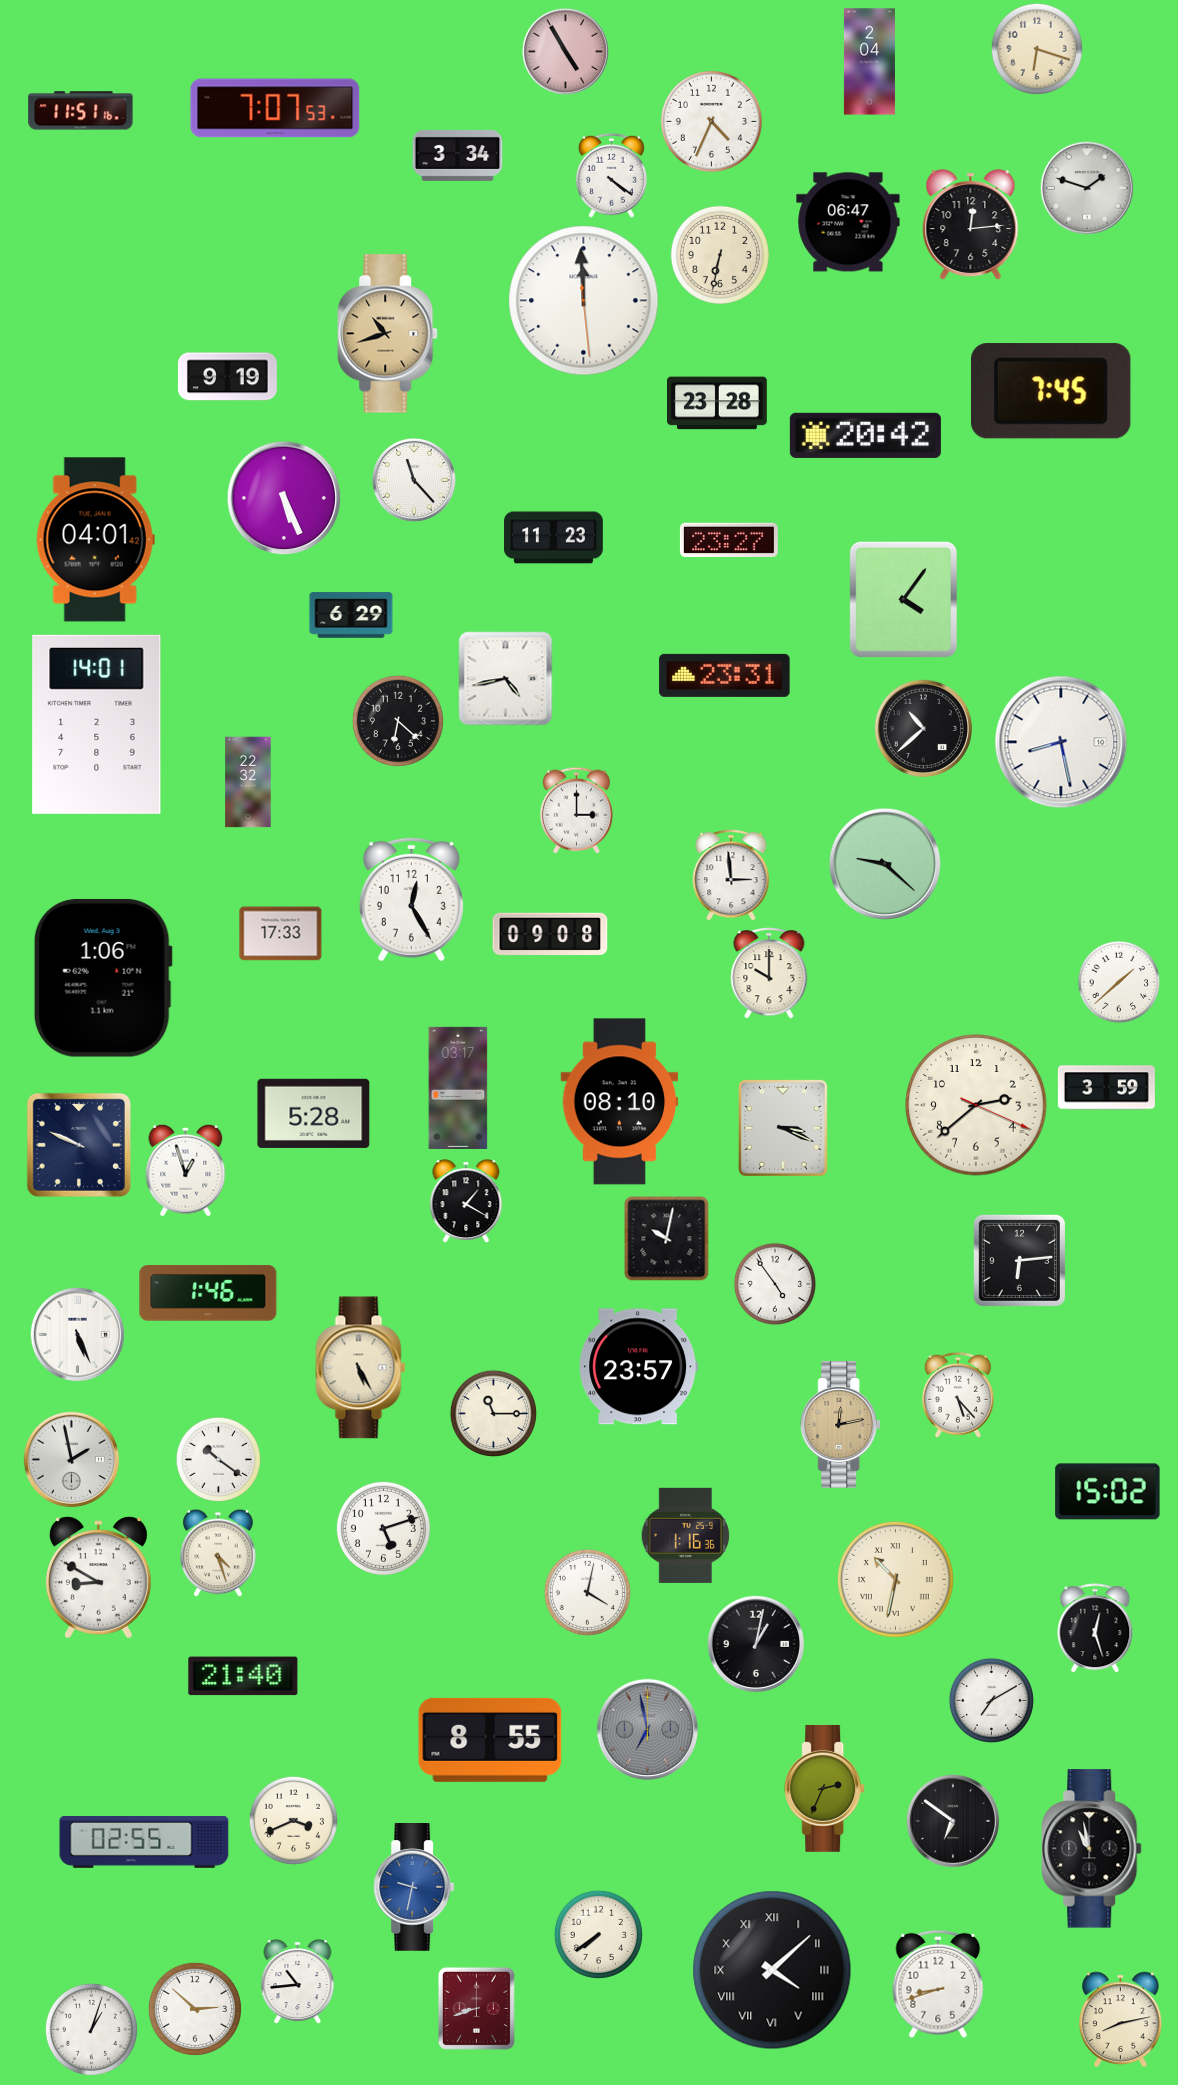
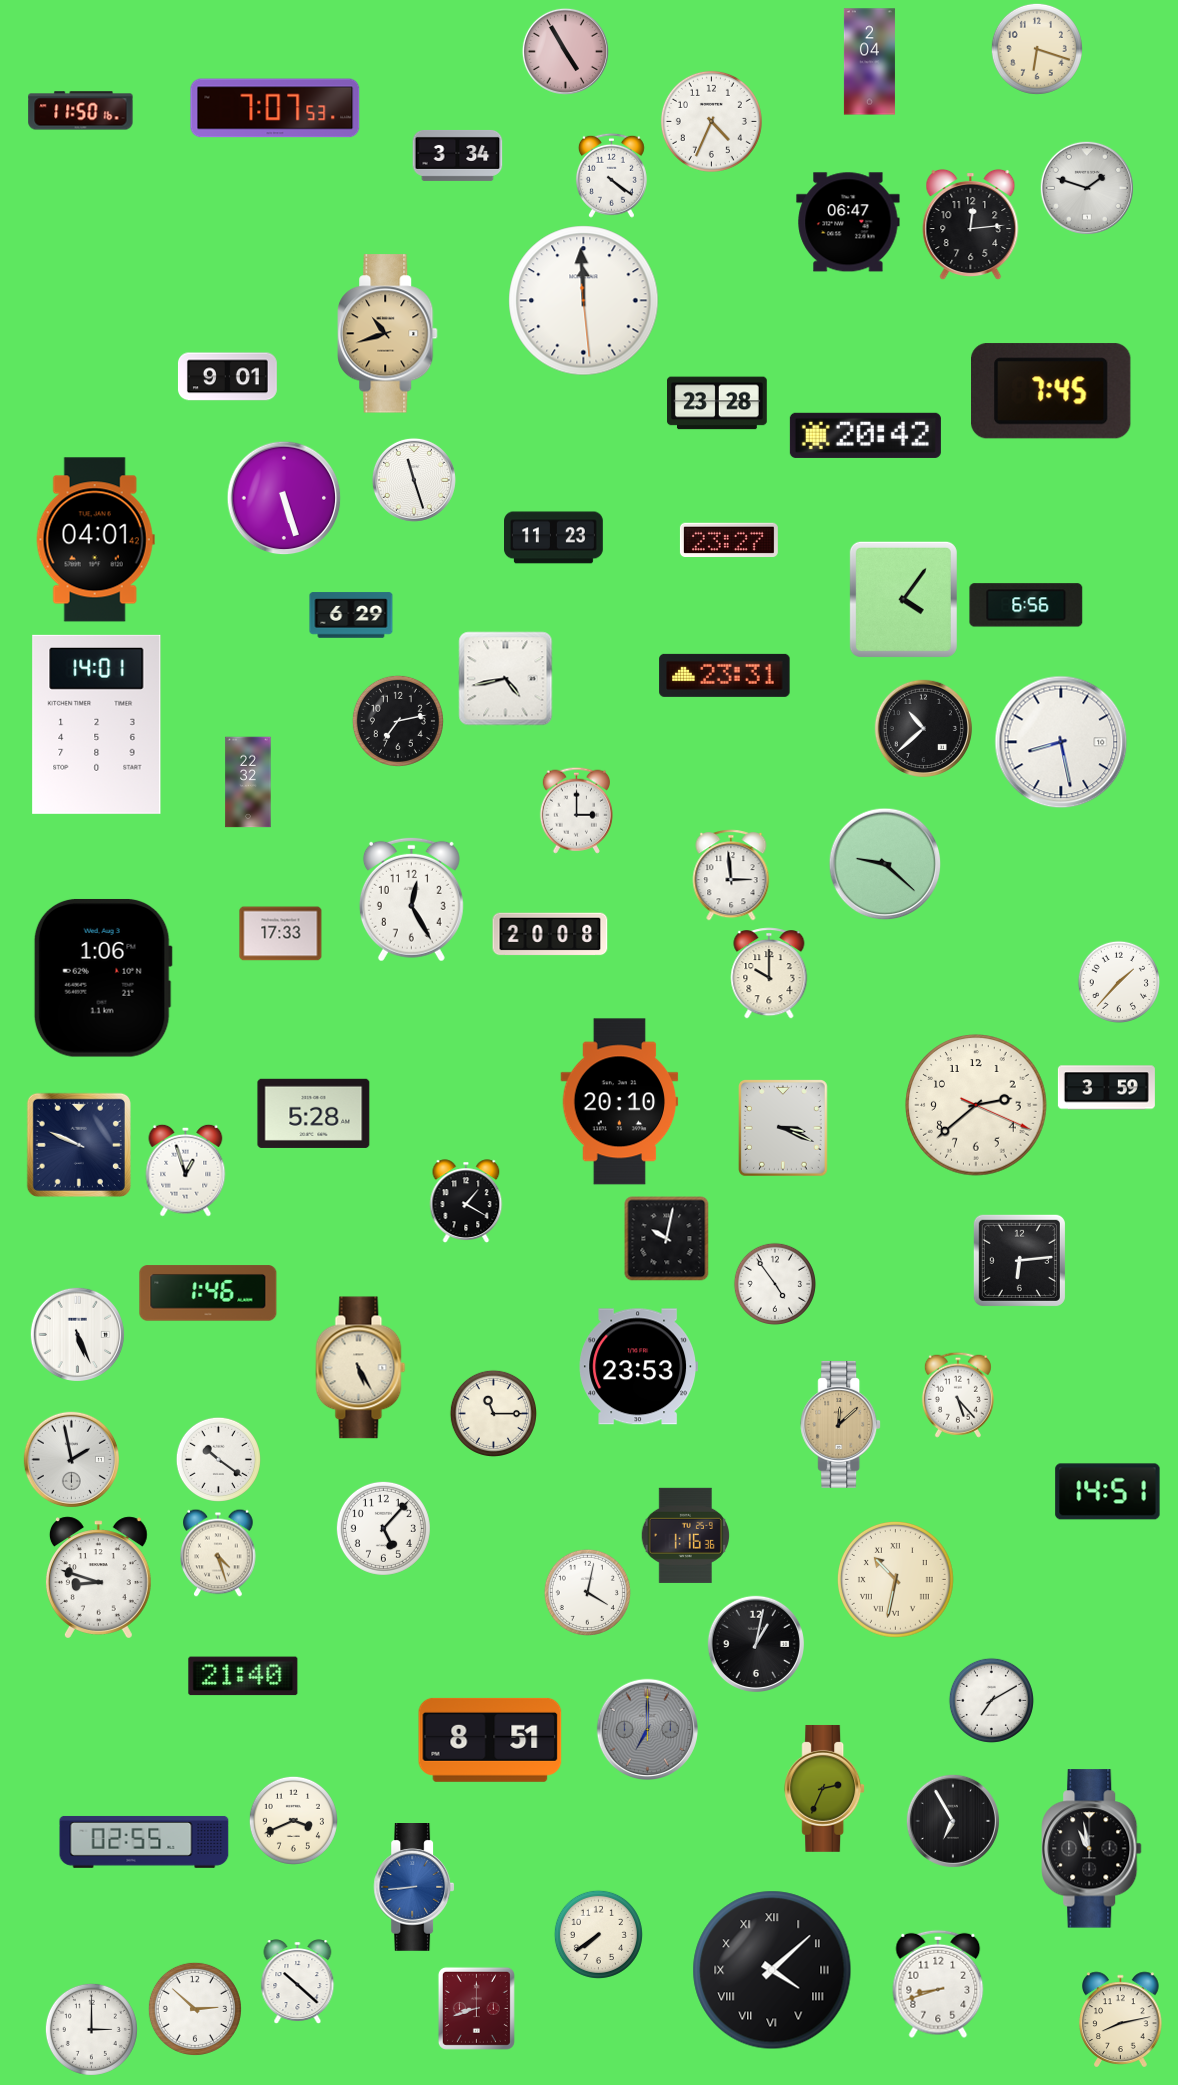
clock at (81, 111): 11:51 -> 11:50
clock at (720, 255): 6:32 -> none
clock at (228, 377): 9:19 -> 9:01
clock at (414, 480): 11:23 -> 11:27
clock at (284, 498): 5:26 -> 5:27
clock at (1026, 605): none -> 6:56
clock at (398, 721): 6:22 -> 7:13
clock at (550, 934): 09:08 -> 20:08
clock at (1118, 981): 1:38 -> 1:37
clock at (458, 1088): 03:17 -> none
clock at (620, 1102): 08:10 -> 20:10
clock at (638, 1367): 23:57 -> 23:53
clock at (841, 1424): 12:13 -> 12:08
clock at (1108, 1492): 15:02 -> 14:51
clock at (383, 1528): 5:12 -> 5:07
clock at (98, 1578): 8:50 -> 8:48
clock at (1095, 1629): 12:27 -> none
clock at (647, 1729): 6:58 -> 7:00
clock at (490, 1740): 8:55 -> 8:51
clock at (953, 1821): 6:51 -> 6:55
clock at (414, 1888): 9:32 -> 8:44
clock at (298, 1981): 10:44 -> 10:22
clock at (91, 2029): 1:03 -> 3:00
